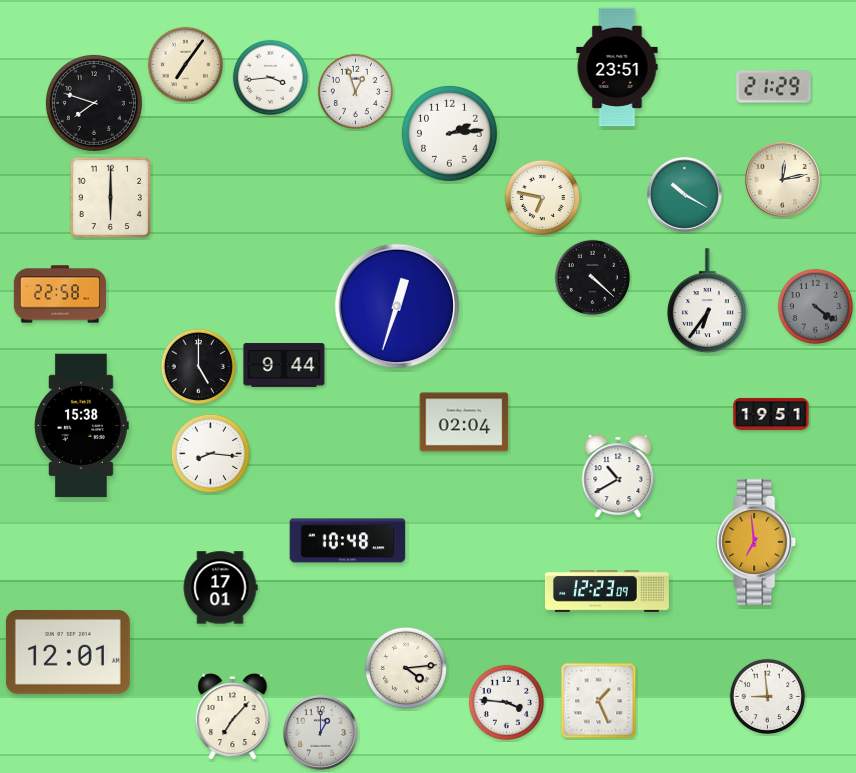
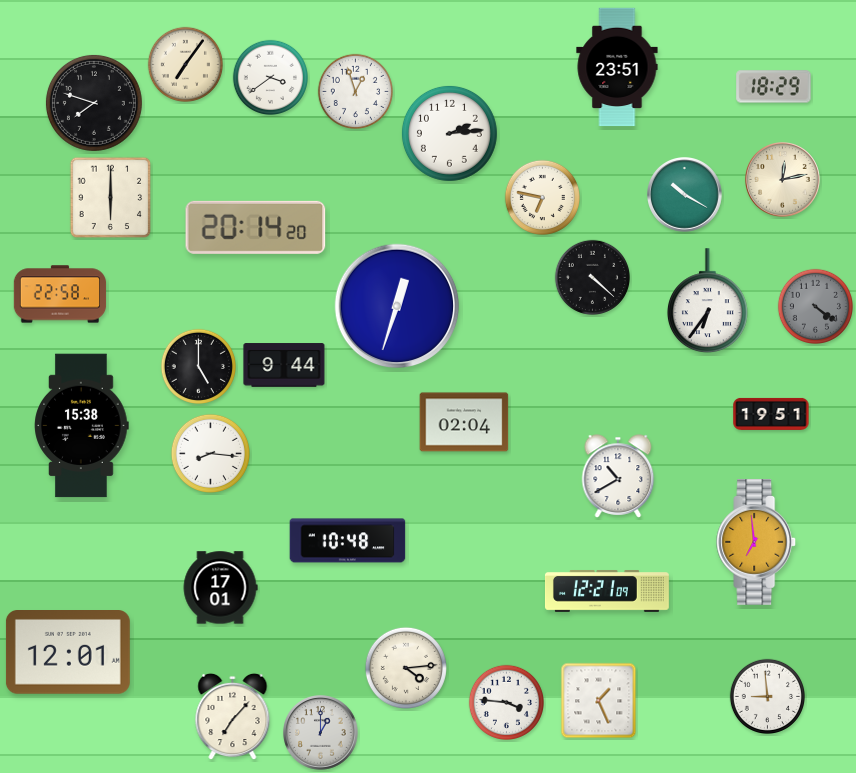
clock at (270, 77): 3:44 -> 3:39
clock at (774, 87): 21:29 -> 18:29
clock at (256, 227): none -> 20:14
clock at (607, 592): 12:23 -> 12:21
